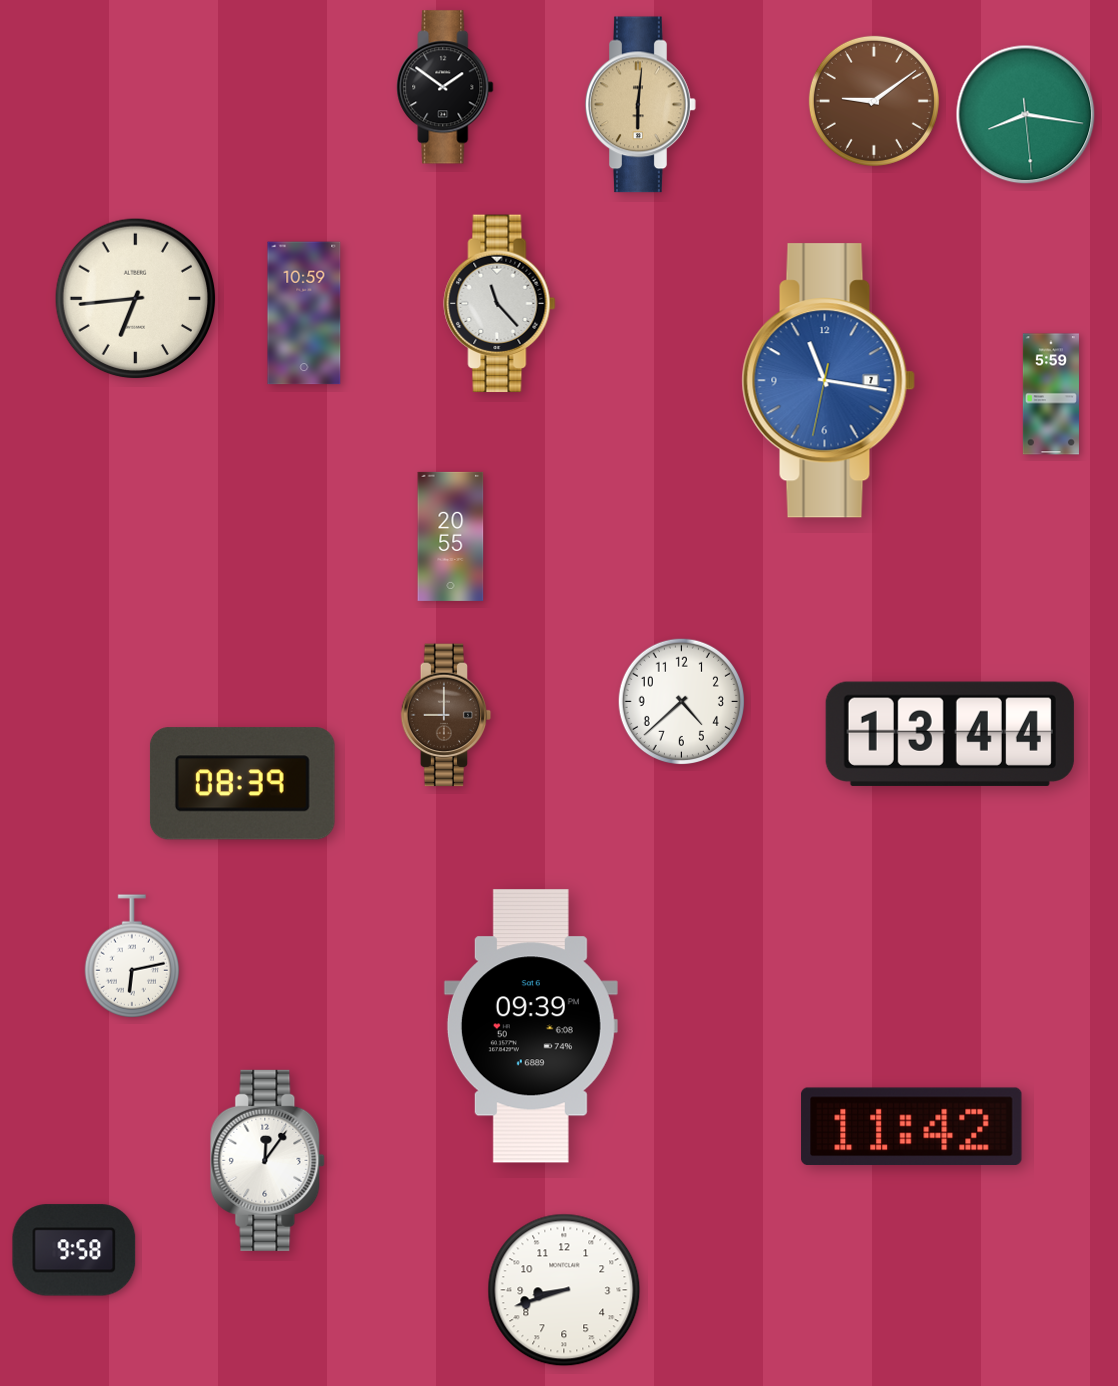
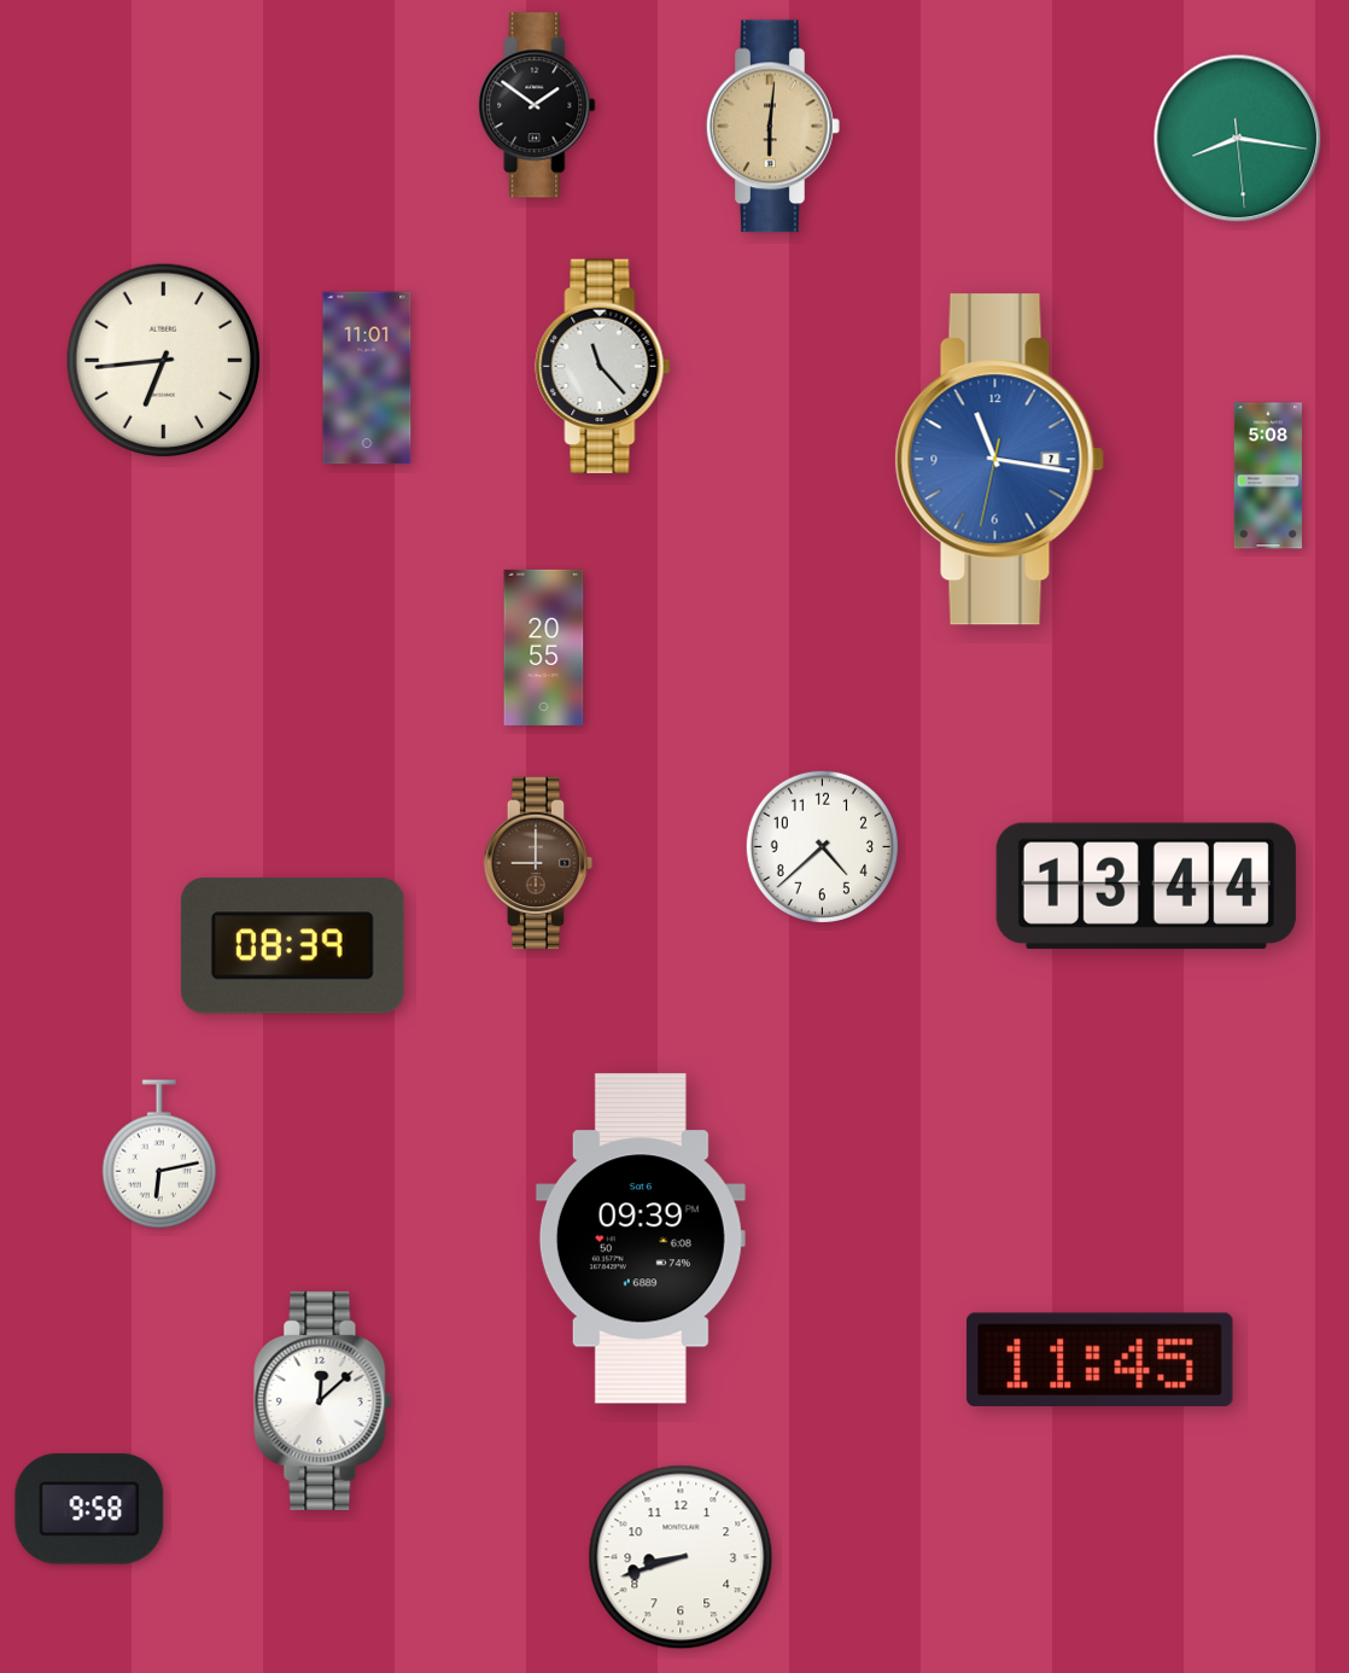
clock at (874, 101): 9:09 -> none
clock at (304, 313): 10:59 -> 11:01
clock at (1051, 394): 5:59 -> 5:08
clock at (912, 1126): 11:42 -> 11:45
clock at (268, 1160): 12:06 -> 12:08
